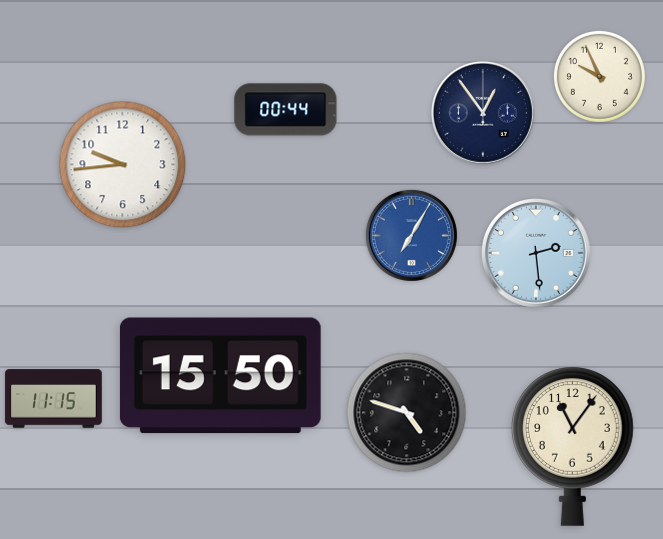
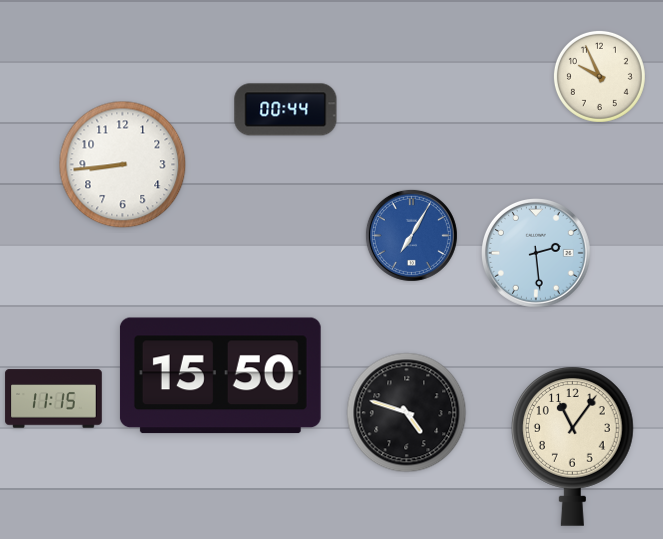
clock at (483, 113): 12:54 -> none
clock at (123, 165): 9:44 -> 8:44
